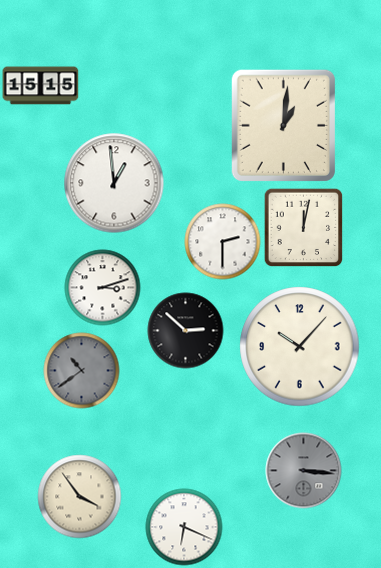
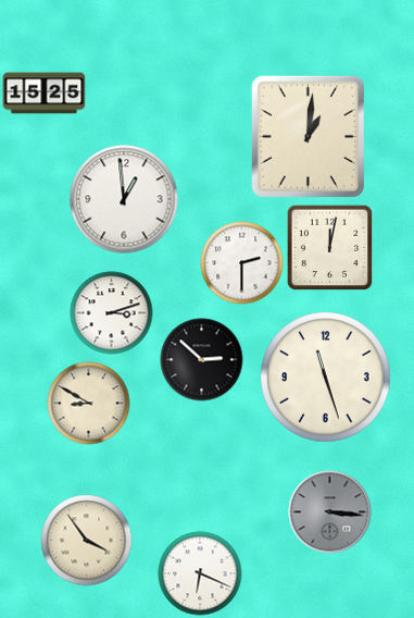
clock at (41, 86): 15:15 -> 15:25
clock at (300, 347): 10:07 -> 11:27
clock at (82, 371): 10:39 -> 8:50
clock at (82, 371) dial: grey -> cream
